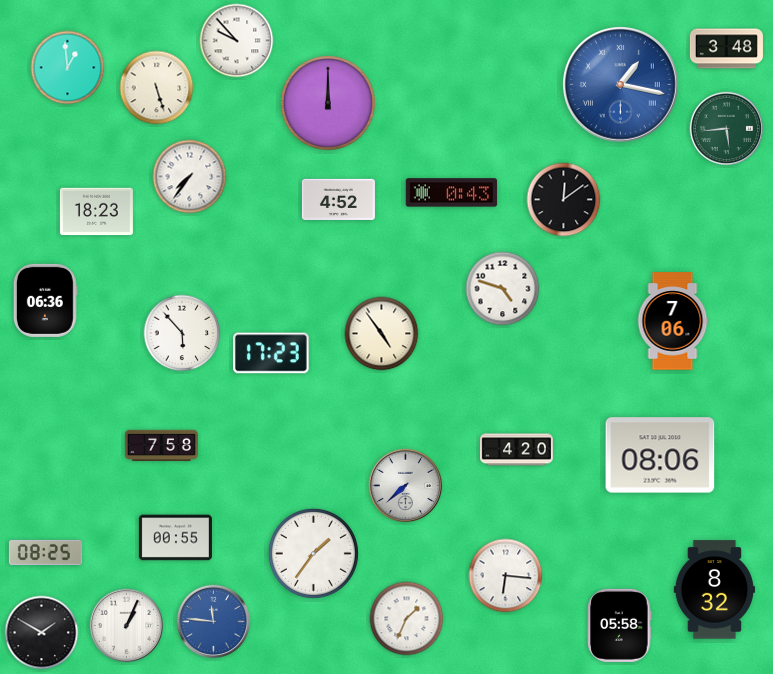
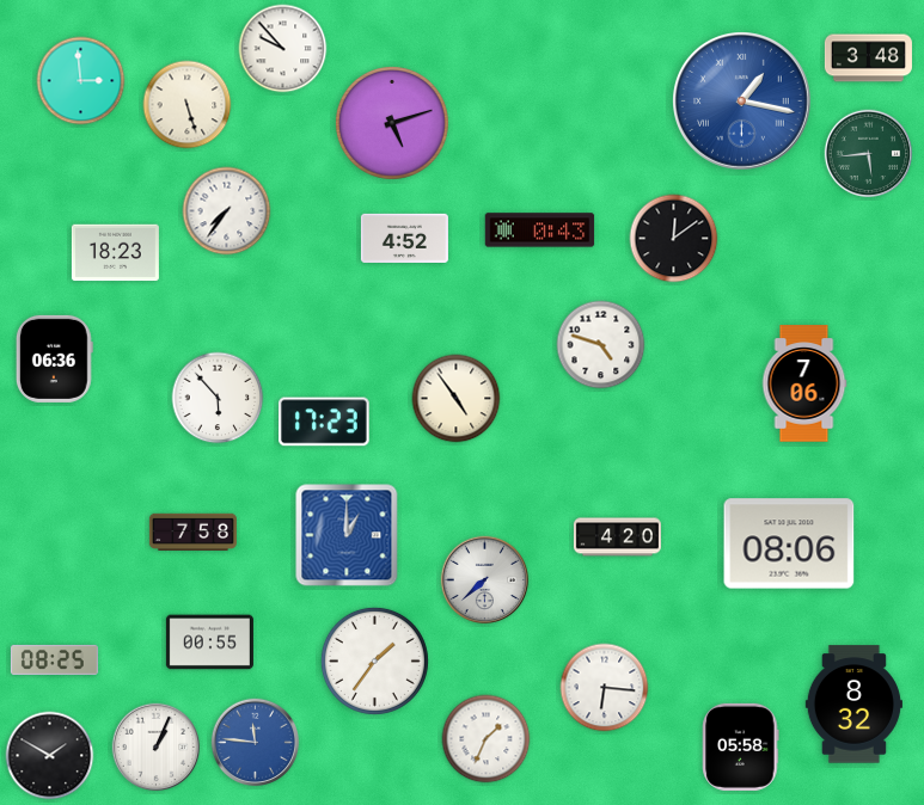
clock at (68, 68): 12:59 -> 2:59
clock at (328, 103): 12:00 -> 5:12
clock at (347, 535): none -> 1:00
clock at (127, 626) position: (127, 626) -> (157, 748)
